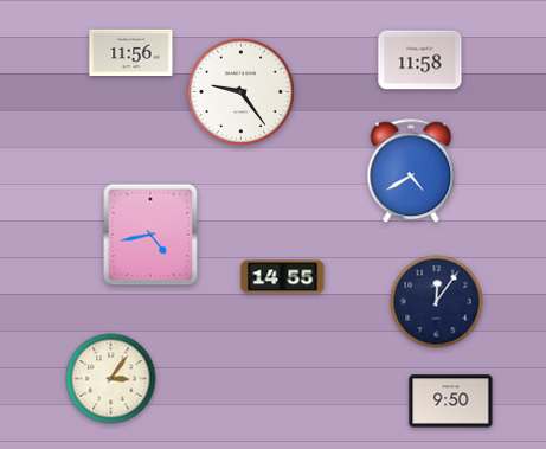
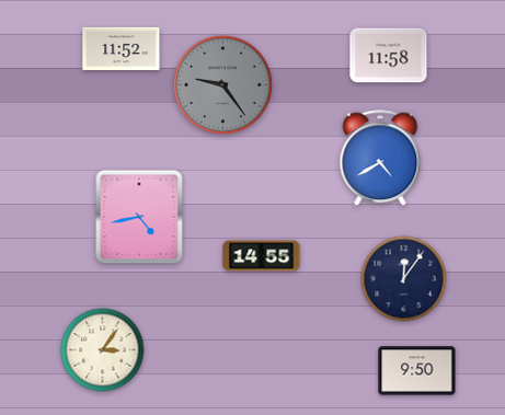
clock at (131, 52): 11:56 -> 11:52
clock at (240, 91) dial: white -> grey
